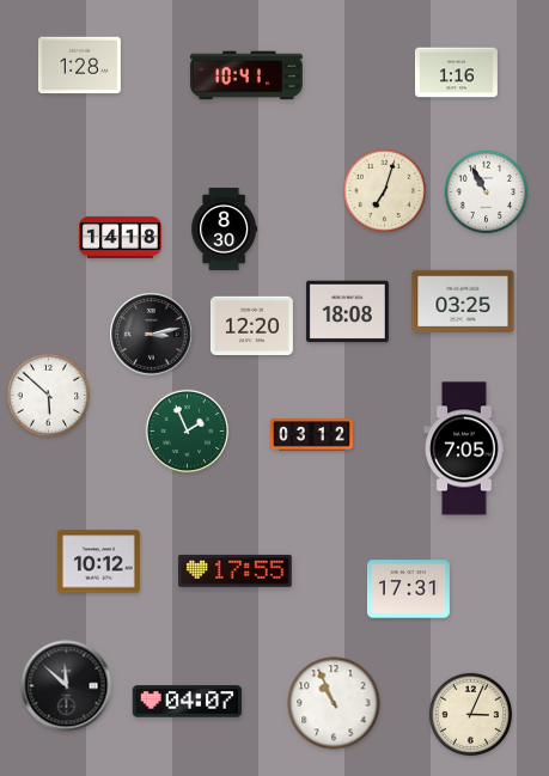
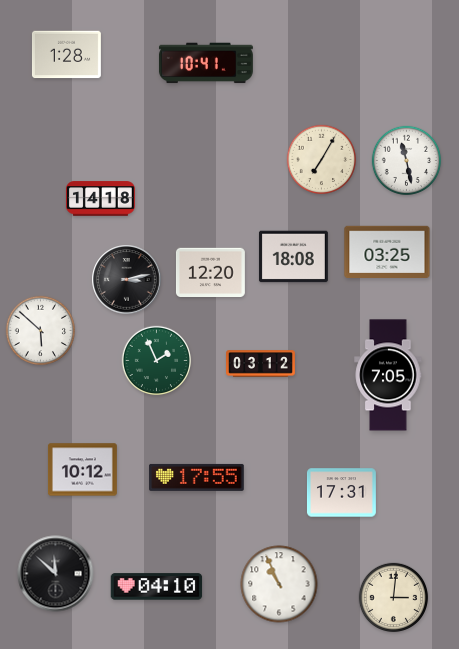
clock at (456, 73): 1:16 -> none
clock at (385, 191): 7:03 -> 7:05
clock at (487, 193): 10:55 -> 11:28
clock at (225, 230): 8:30 -> none
clock at (347, 312) position: (347, 312) -> (293, 257)
clock at (188, 702): 04:07 -> 04:10
clock at (334, 703) position: (334, 703) -> (279, 584)
clock at (471, 715): 3:04 -> 3:01
